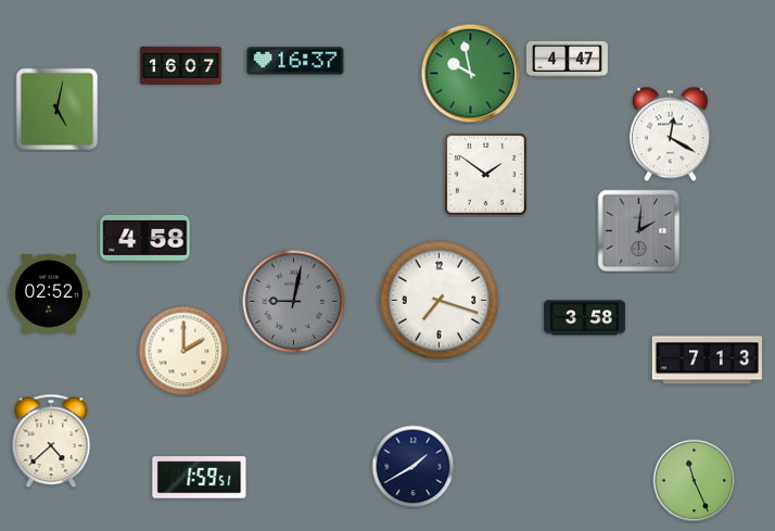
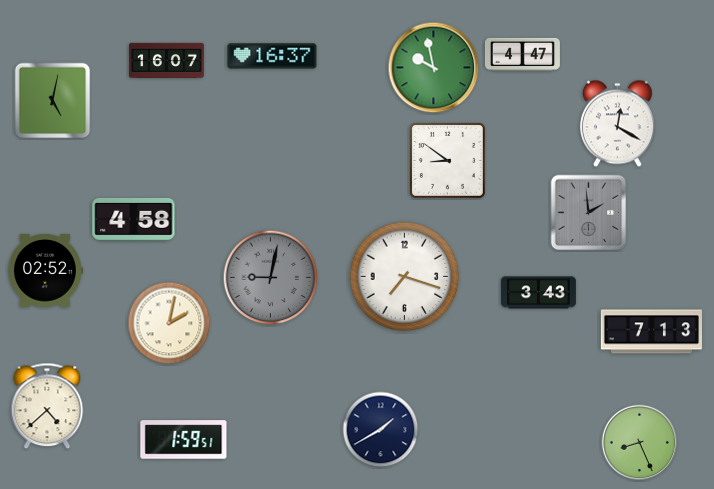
clock at (485, 174): 1:51 -> 8:51
clock at (639, 231): 2:01 -> 1:59
clock at (584, 318): 3:58 -> 3:43
clock at (183, 351): 2:00 -> 2:02
clock at (695, 481): 11:26 -> 8:26
